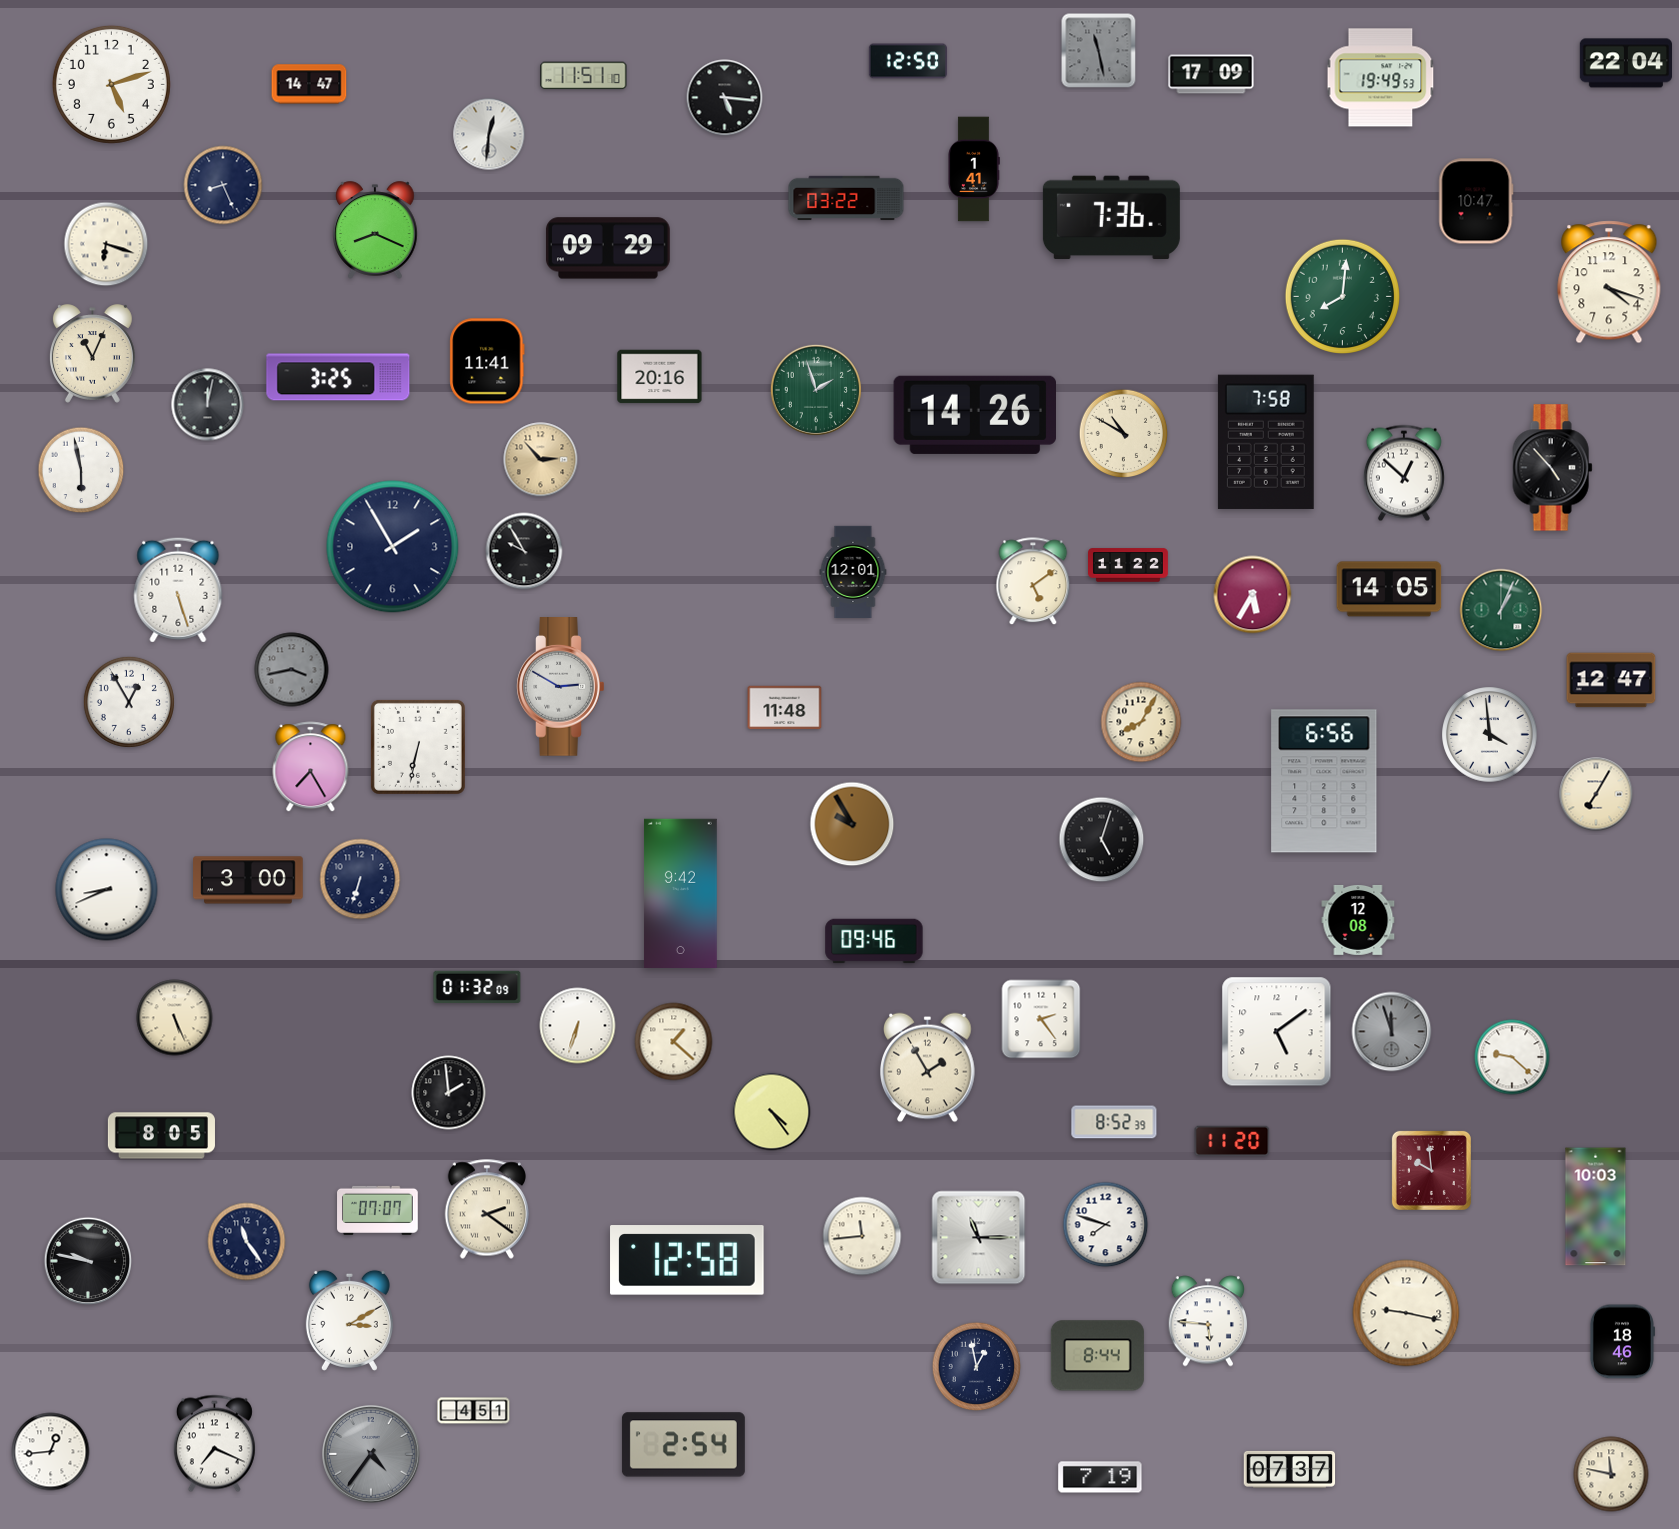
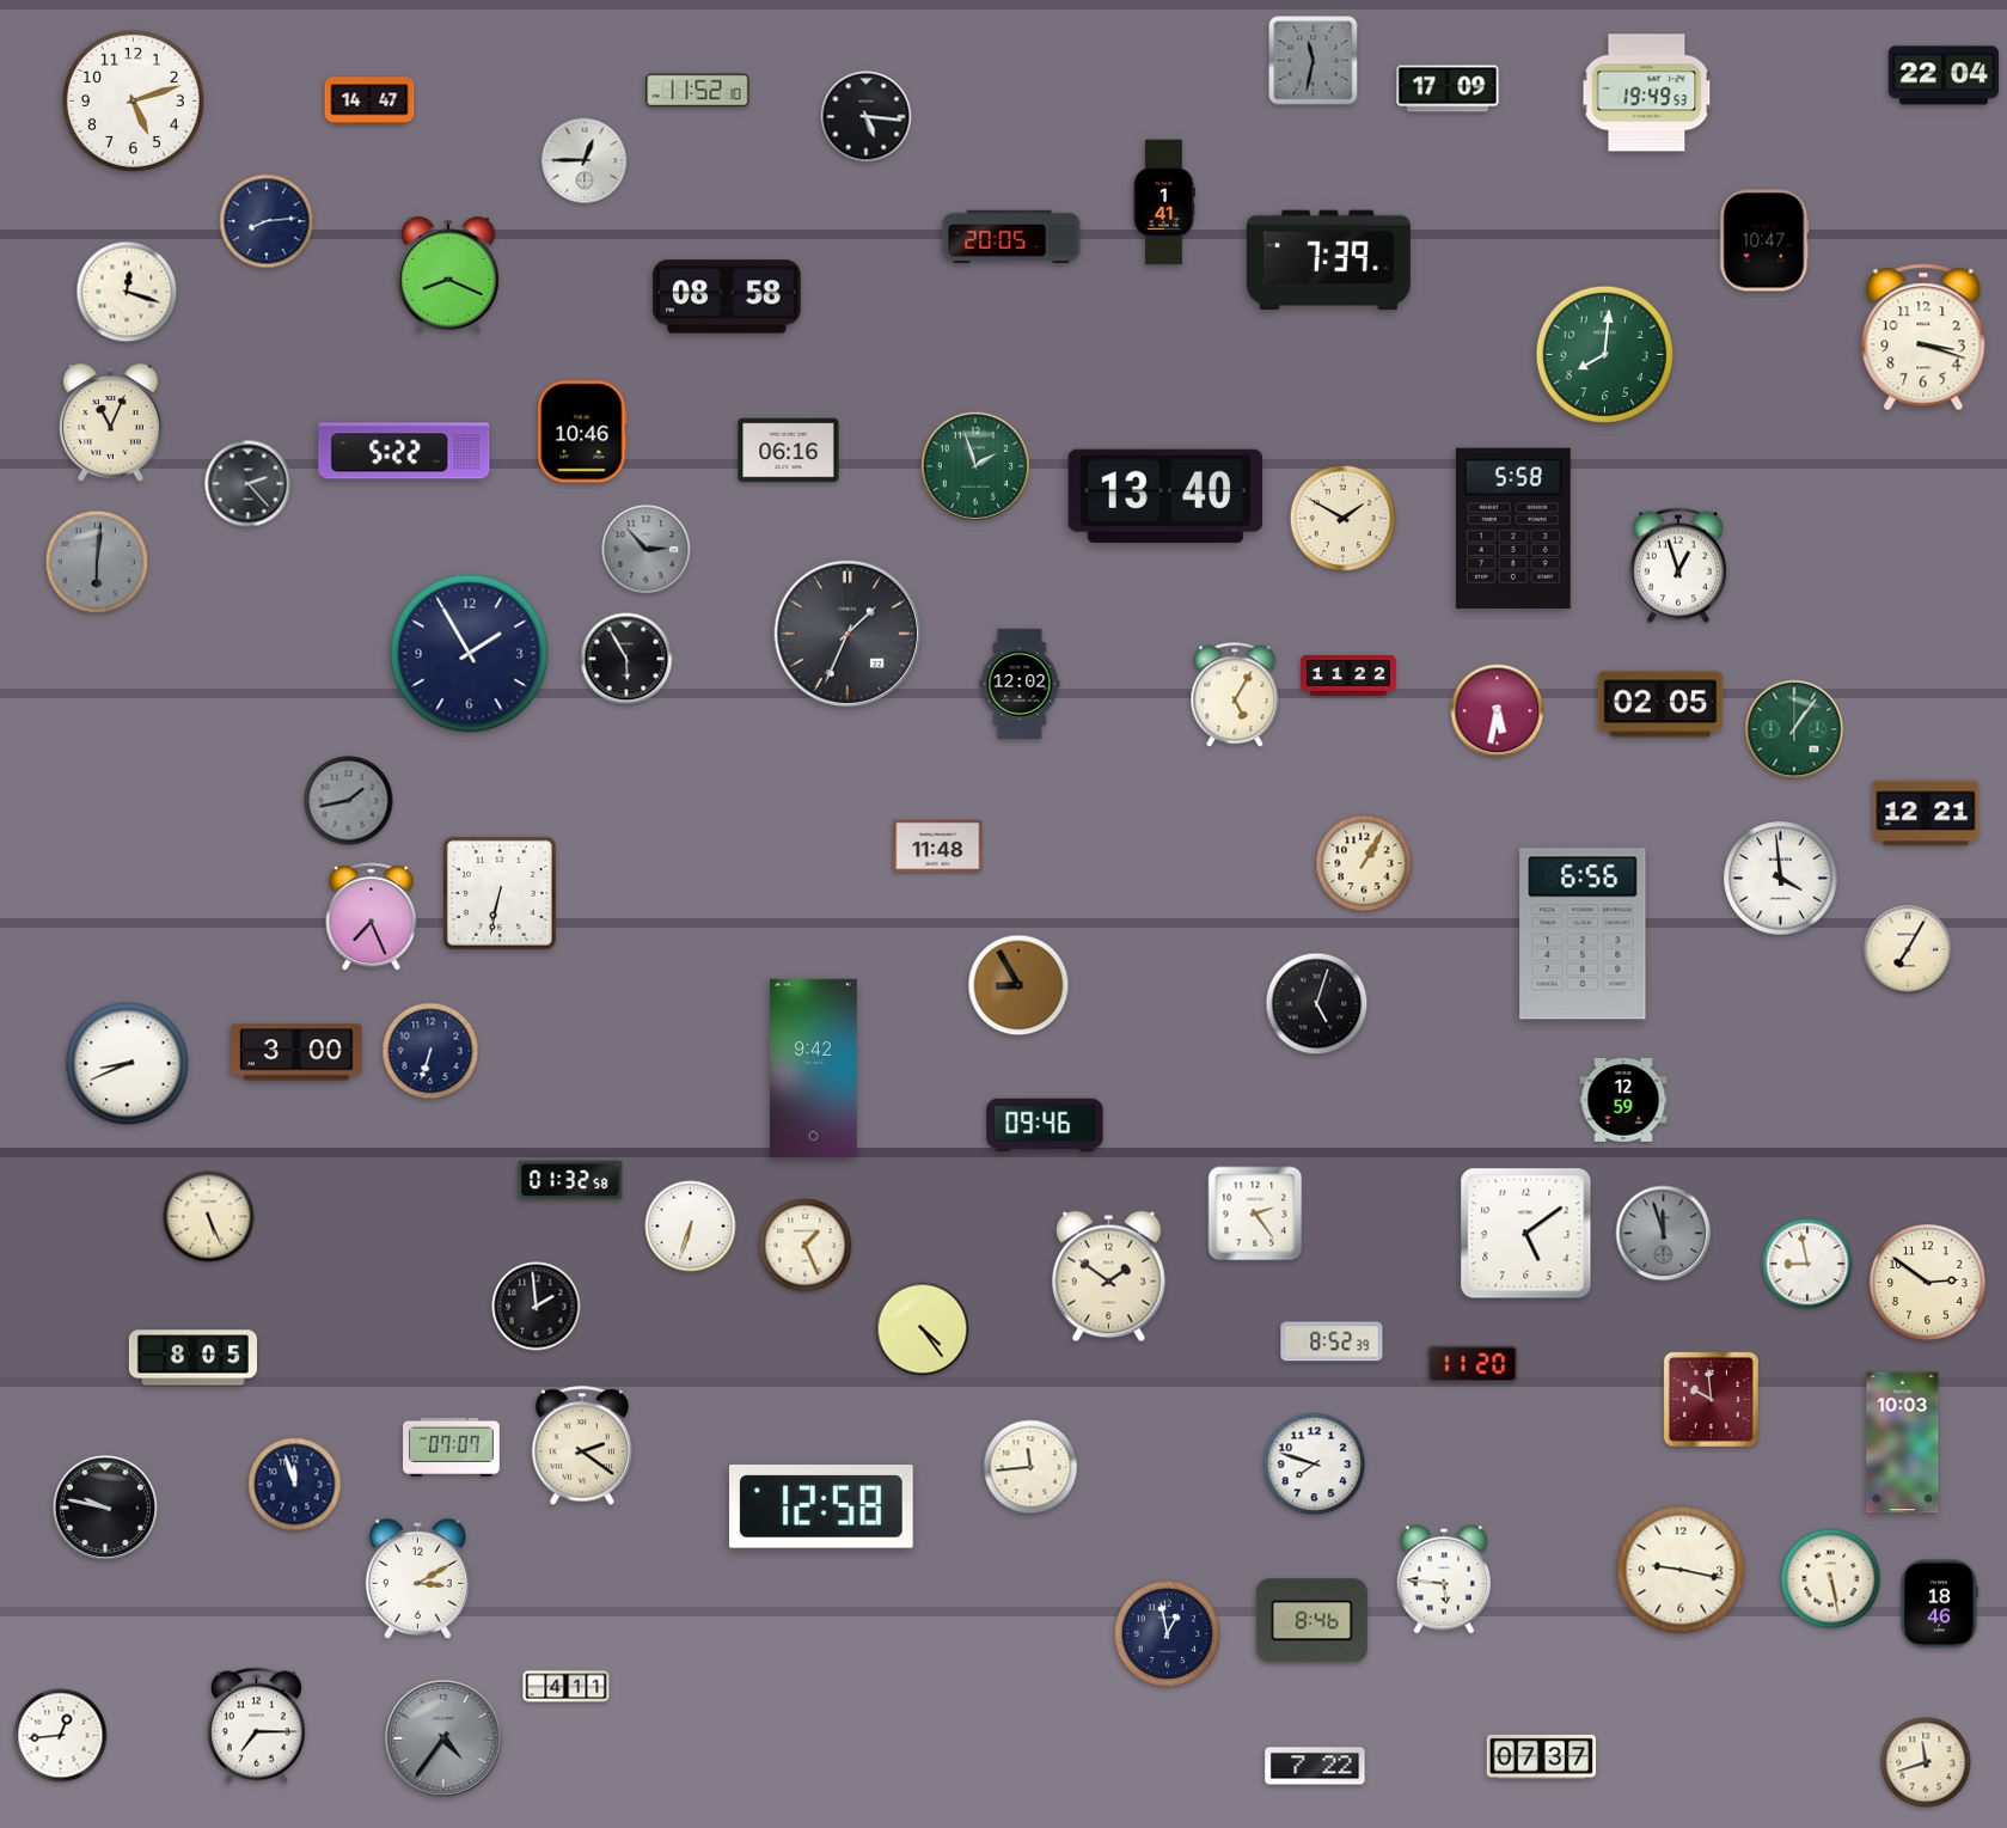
clock at (1099, 51): 11:28 -> 11:32
clock at (908, 61): 12:50 -> none
clock at (584, 76): 11:51 -> 11:52
clock at (1381, 78) position: (1381, 78) -> (1647, 93)
clock at (489, 134): 12:31 -> 12:45
clock at (223, 185): 8:26 -> 8:14
clock at (846, 198): 03:22 -> 20:05
clock at (1111, 218): 7:36 -> 7:39
clock at (106, 244): 6:18 -> 12:18
clock at (608, 248): 09:29 -> 08:58
clock at (1609, 282): 4:18 -> 3:18
clock at (487, 361): 11:41 -> 10:46
clock at (338, 377): 3:25 -> 5:22
clock at (660, 377): 20:16 -> 06:16
clock at (208, 405): 12:02 -> 2:23
clock at (974, 415): 14:26 -> 13:40
clock at (1124, 434): 10:50 -> 1:50
clock at (1266, 442): 7:58 -> 5:58
clock at (541, 460) dial: champagne -> grey
clock at (1553, 468): 4:53 -> none
clock at (81, 470): 5:58 -> 6:01
clock at (81, 470) dial: white -> grey
clock at (1404, 473): 12:52 -> 12:57
clock at (848, 634): none -> 1:34
clock at (524, 551): 9:55 -> 5:55
clock at (853, 571): 12:01 -> 12:02
clock at (1033, 582): 5:09 -> 5:05
clock at (1389, 589): 14:05 -> 02:05
clock at (178, 590): 5:27 -> none
clock at (1253, 595): 5:35 -> 5:32
clock at (1501, 610): 1:04 -> 1:06
clock at (292, 670): 3:43 -> 1:43
clock at (1611, 680): 12:47 -> 12:21
clock at (561, 687): 2:50 -> none
clock at (129, 702): 12:55 -> none
clock at (1141, 722): 8:05 -> 1:05
clock at (311, 767): 7:25 -> 7:26
clock at (852, 824): 9:55 -> 8:55
clock at (1358, 920): 12:08 -> 12:59
clock at (477, 987): 01:32:09 -> 01:32:58
clock at (1041, 1019) position: (1041, 1019) -> (1255, 1213)
clock at (674, 1042): 1:22 -> 1:26
clock at (1512, 1057): 9:22 -> 8:58
clock at (928, 1068): 1:55 -> 1:51
clock at (1928, 1283): none -> 2:51
clock at (1596, 1207) position: (1596, 1207) -> (1903, 1443)
clock at (1106, 1225) position: (1106, 1225) -> (1315, 1465)
clock at (862, 1236) position: (862, 1236) -> (1030, 1467)
clock at (979, 1238): 11:15 -> none
clock at (247, 1242): 11:24 -> 11:57
clock at (1831, 1579): none -> 5:28
clock at (1097, 1356): 8:44 -> 8:46
clock at (474, 1411): 4:51 -> 4:11
clock at (214, 1444): 7:19 -> 7:15
clock at (683, 1445): 2:54 -> none
clock at (1611, 1474): 11:47 -> 11:42
clock at (1100, 1477): 7:19 -> 7:22
